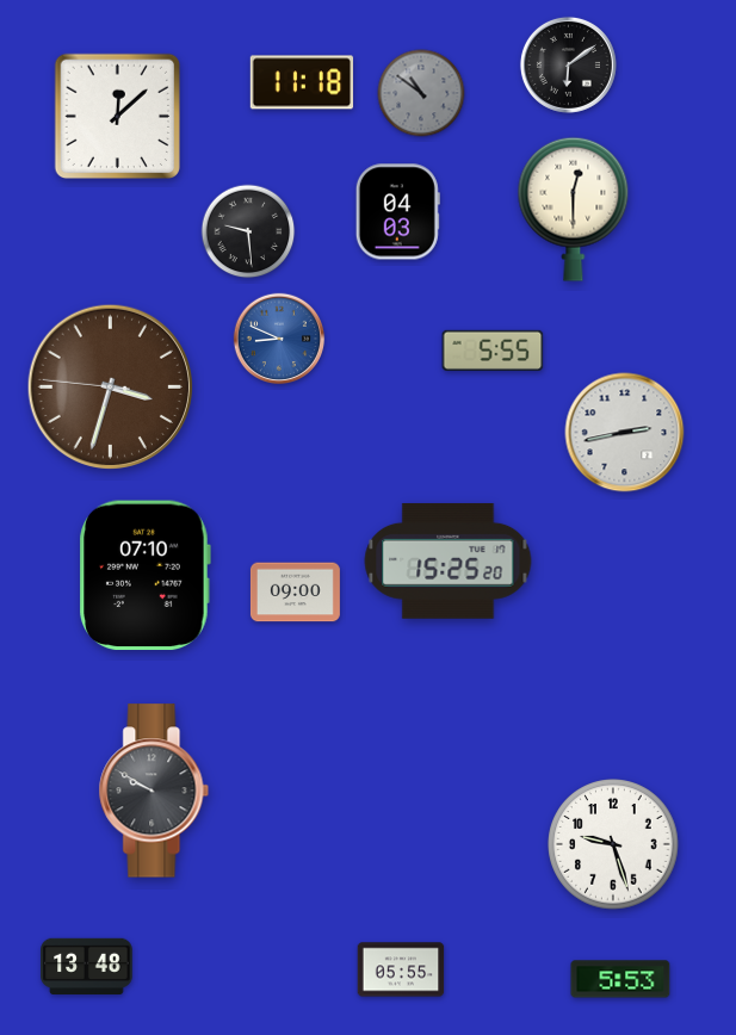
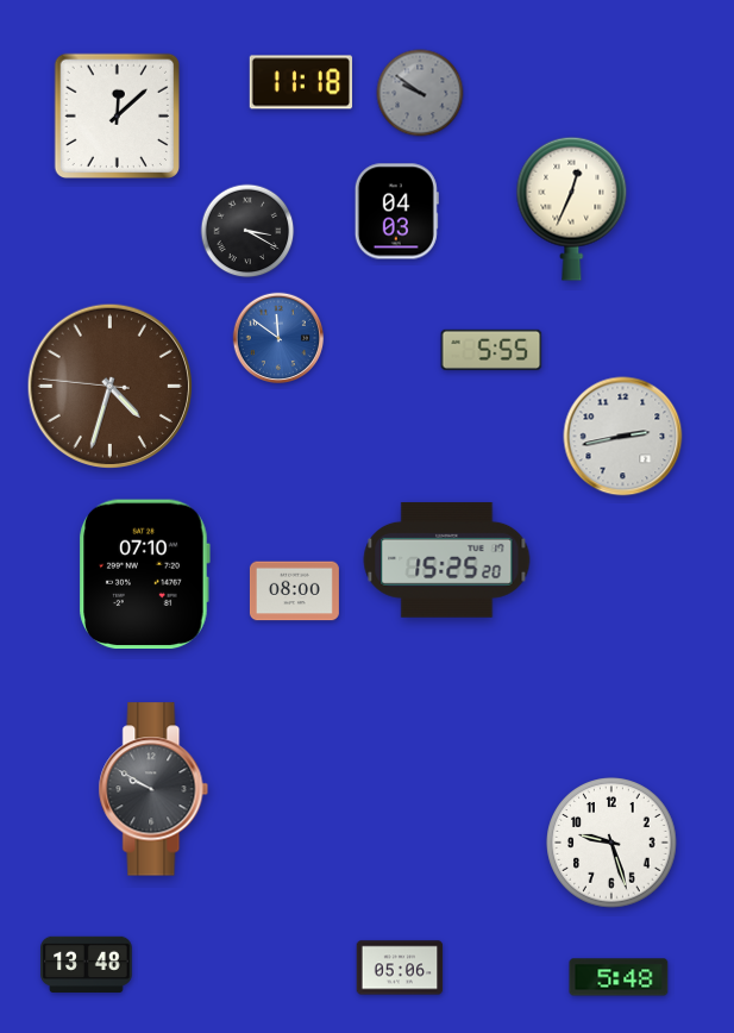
clock at (568, 64): 6:09 -> none
clock at (421, 93): 10:51 -> 9:51
clock at (574, 209): 12:30 -> 12:34
clock at (248, 231): 9:29 -> 3:20
clock at (279, 339): 8:49 -> 11:51
clock at (110, 386): 3:32 -> 4:32
clock at (625, 433) position: (625, 433) -> (623, 437)
clock at (295, 593): 09:00 -> 08:00
clock at (401, 969): 05:55 -> 05:06
clock at (620, 979): 5:53 -> 5:48
